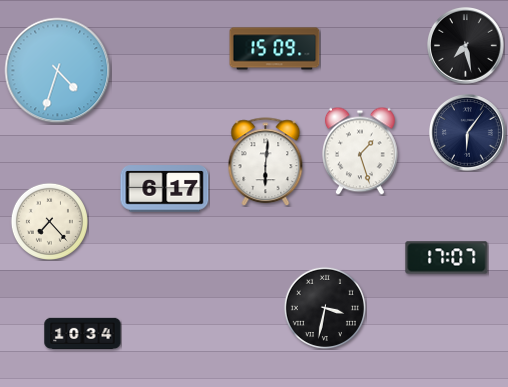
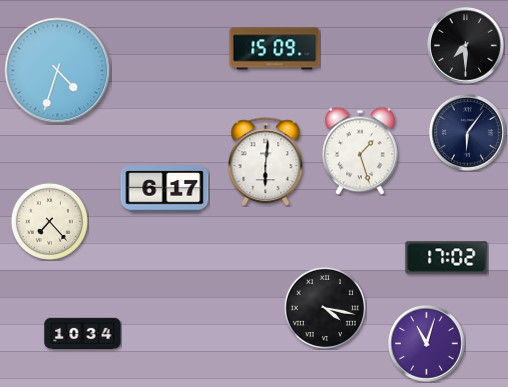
clock at (466, 46): 7:28 -> 7:30
clock at (447, 258): 17:07 -> 17:02
clock at (324, 307): 3:32 -> 4:17
clock at (427, 344): none -> 11:03
